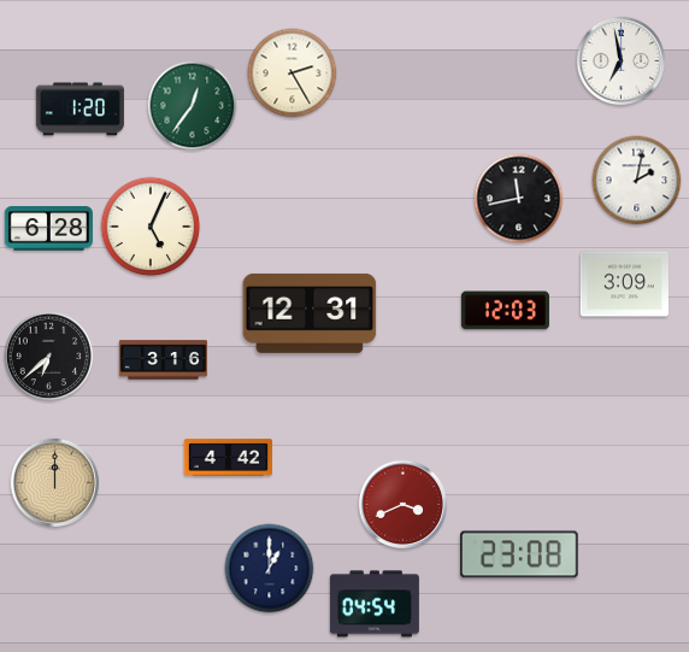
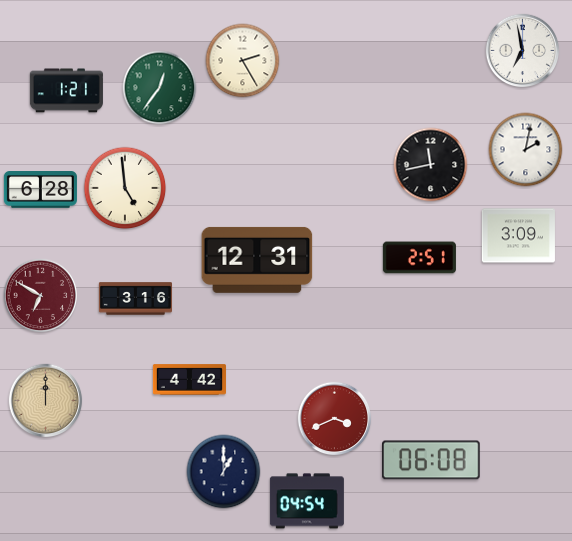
clock at (622, 61) position: (622, 61) -> (523, 51)
clock at (79, 110): 1:20 -> 1:21
clock at (637, 181) position: (637, 181) -> (526, 150)
clock at (151, 227): 5:04 -> 4:59
clock at (505, 311): 12:03 -> 2:51
clock at (49, 357): 6:38 -> 6:50
clock at (49, 357) dial: black -> burgundy
clock at (520, 554): 23:08 -> 06:08
clock at (375, 604) position: (375, 604) -> (307, 501)
